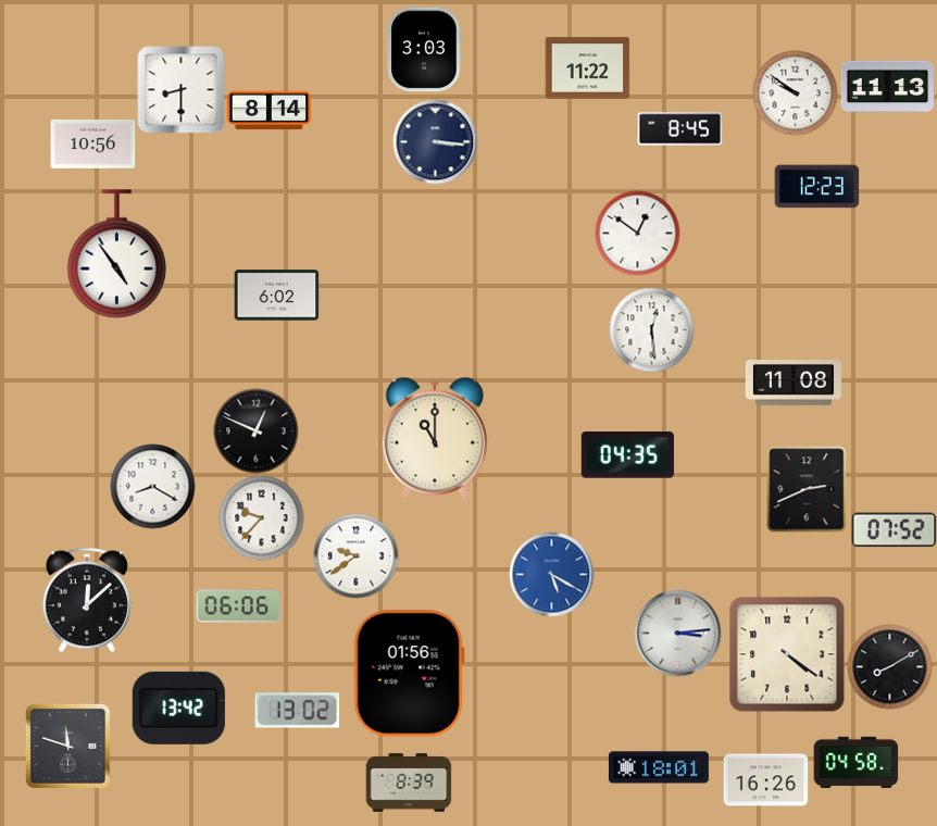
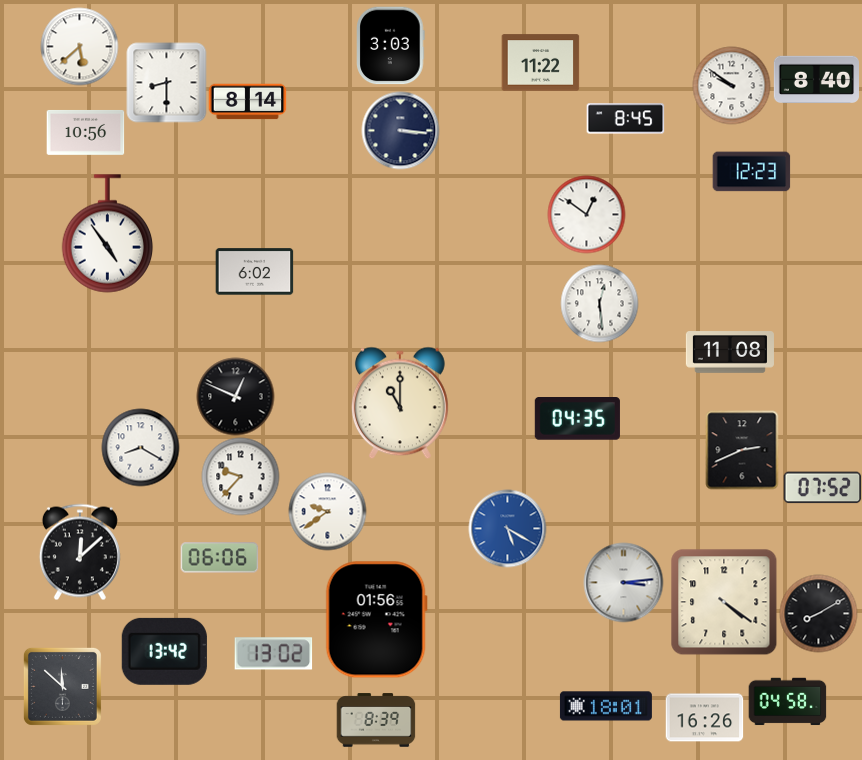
clock at (79, 46): none -> 5:38
clock at (887, 87): 11:13 -> 8:40
clock at (67, 746): 11:48 -> 11:52
